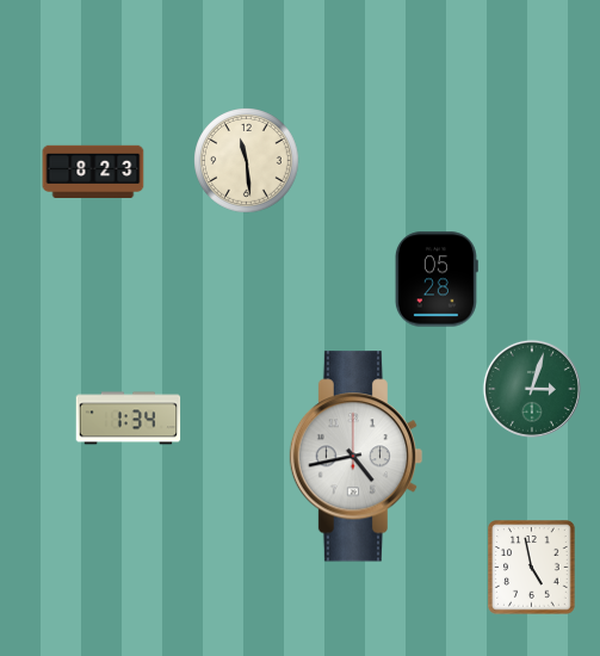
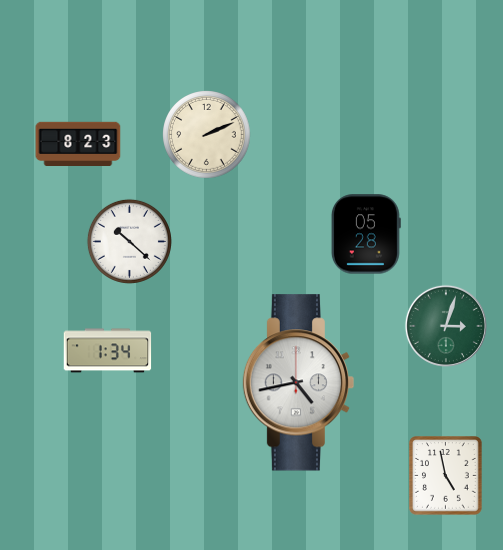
clock at (247, 161): 11:29 -> 2:11
clock at (129, 241): none -> 10:22
